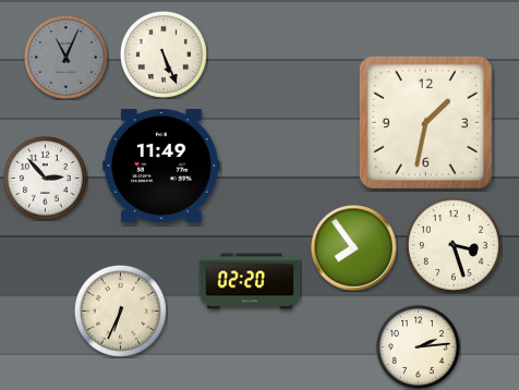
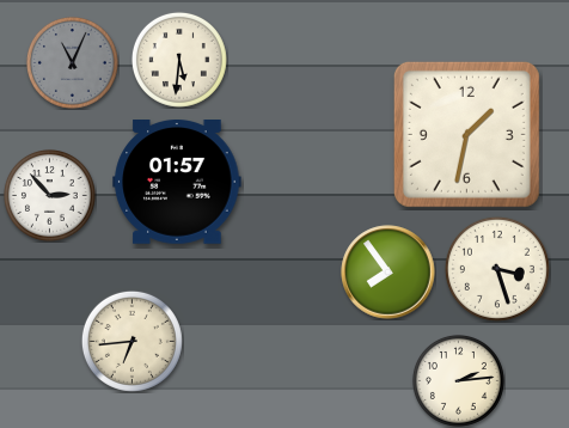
clock at (164, 54): 5:26 -> 5:31
clock at (161, 167): 11:49 -> 01:57
clock at (250, 281): 02:20 -> none
clock at (120, 310): 6:34 -> 6:44
